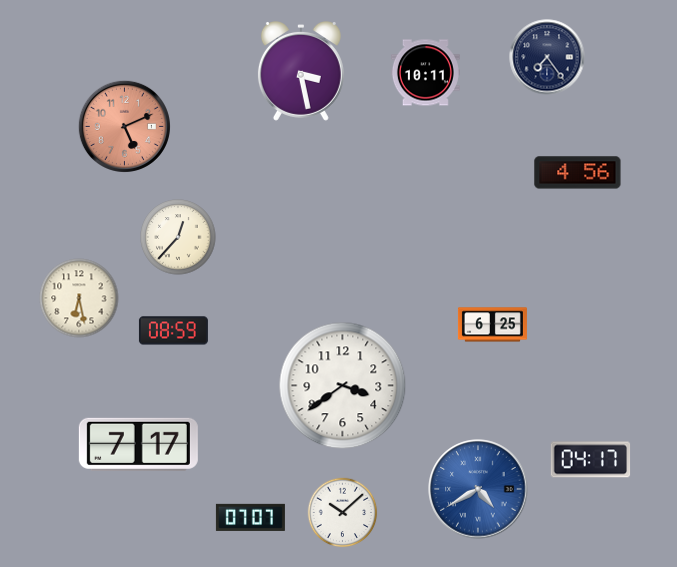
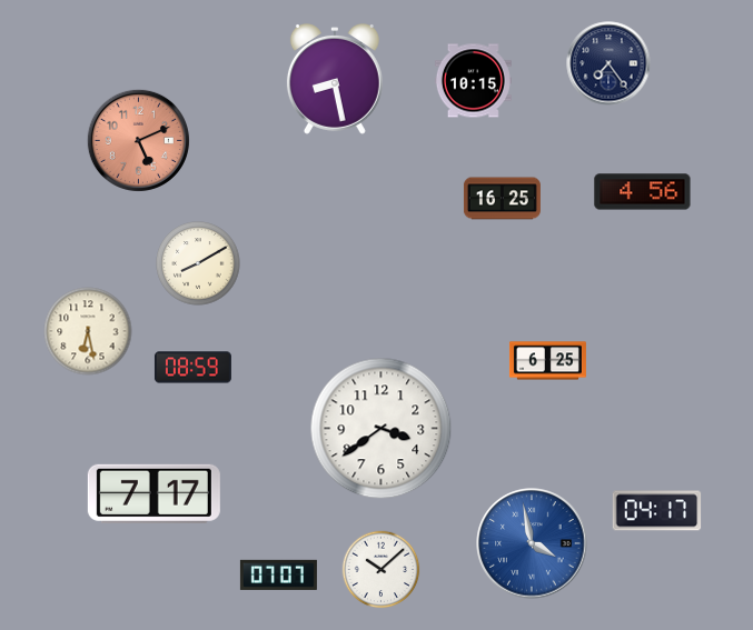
clock at (301, 72): 3:28 -> 8:28
clock at (425, 73): 10:11 -> 10:15
clock at (502, 199): none -> 16:25
clock at (178, 237): 12:37 -> 8:10
clock at (478, 489): 4:40 -> 3:58
